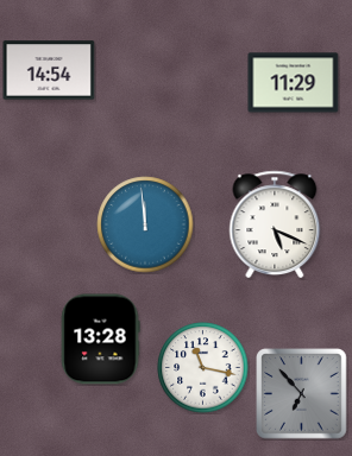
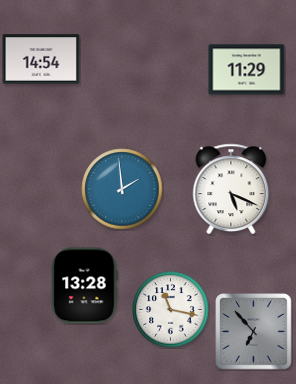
clock at (145, 224): 11:59 -> 1:59
